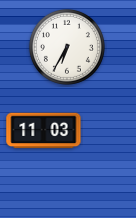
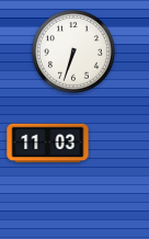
clock at (67, 47): 6:35 -> 6:33
